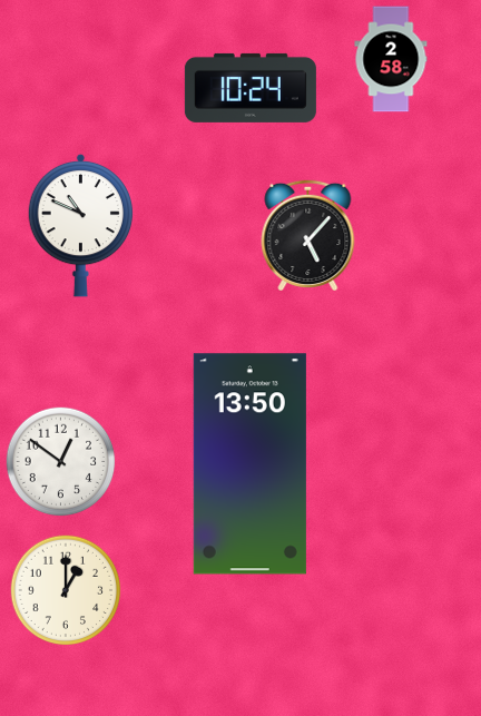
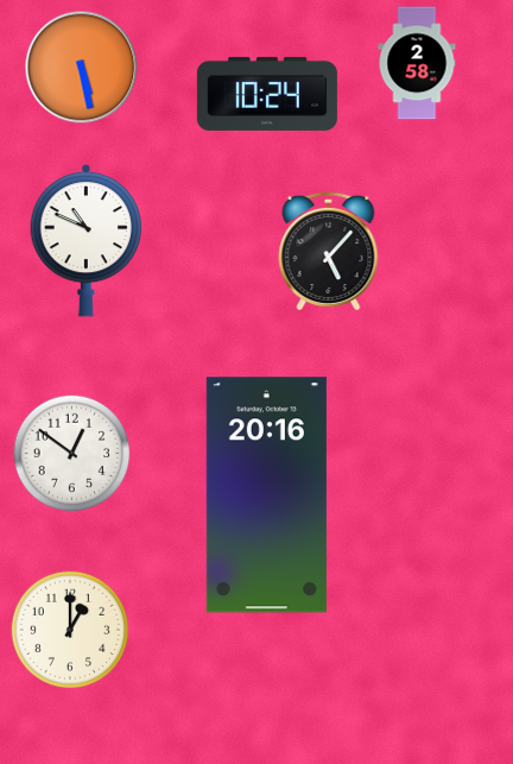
clock at (82, 68): none -> 5:28
clock at (61, 462) position: (61, 462) -> (72, 454)
clock at (249, 464): 13:50 -> 20:16
